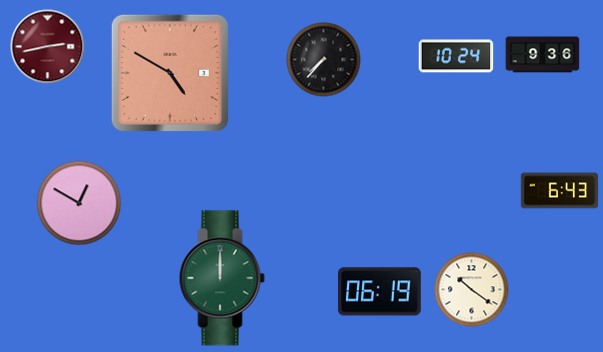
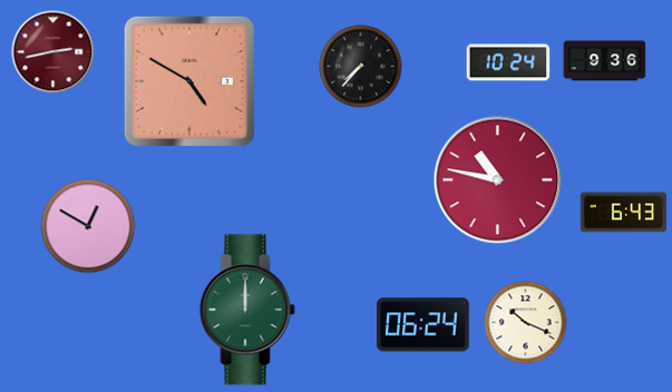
clock at (498, 180): none -> 10:47
clock at (472, 290): 10:21 -> 10:19
clock at (380, 292): 06:19 -> 06:24
